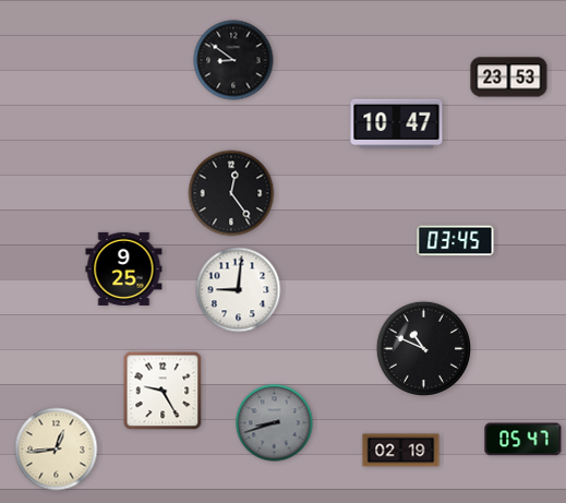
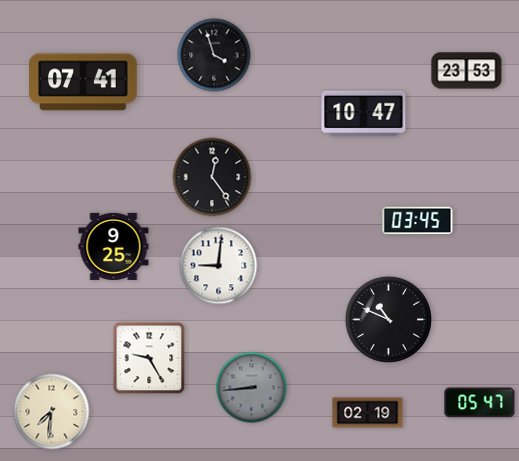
clock at (233, 60): 8:51 -> 3:57
clock at (83, 82): none -> 07:41
clock at (275, 423): 8:42 -> 8:44
clock at (57, 450): 12:44 -> 7:31
